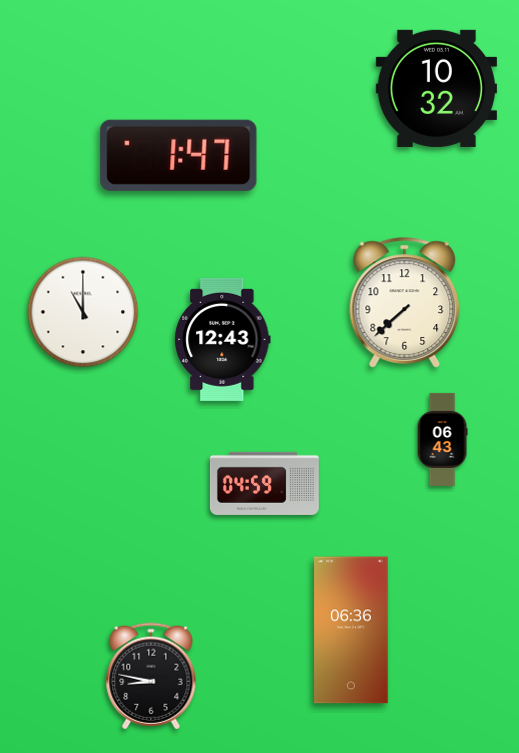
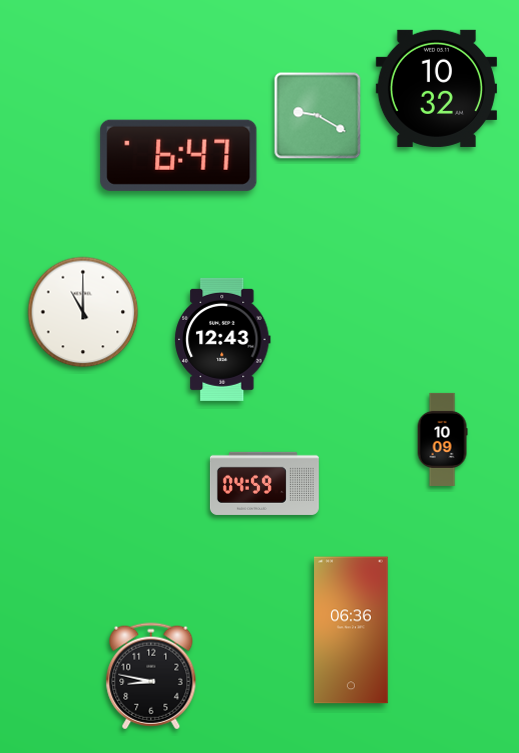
clock at (318, 116): none -> 9:20
clock at (179, 155): 1:47 -> 6:47
clock at (405, 303): 7:38 -> none
clock at (442, 439): 06:43 -> 10:09
